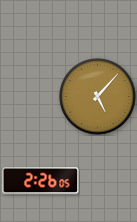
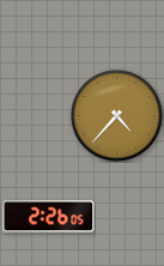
clock at (98, 97): 5:07 -> 4:37
